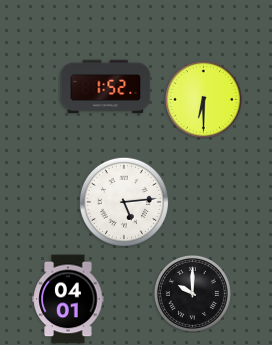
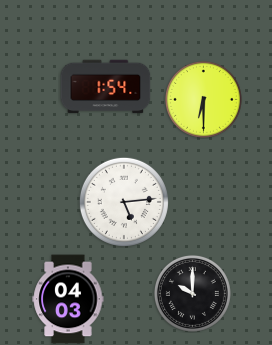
clock at (106, 87): 1:52 -> 1:54
clock at (68, 299): 04:01 -> 04:03
